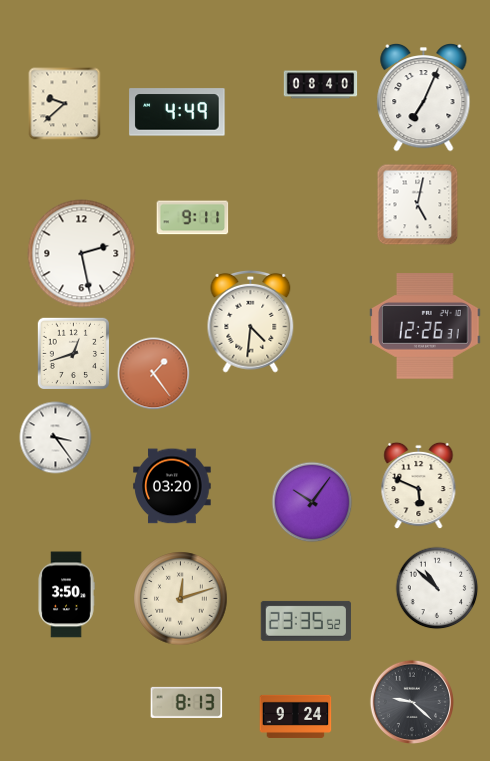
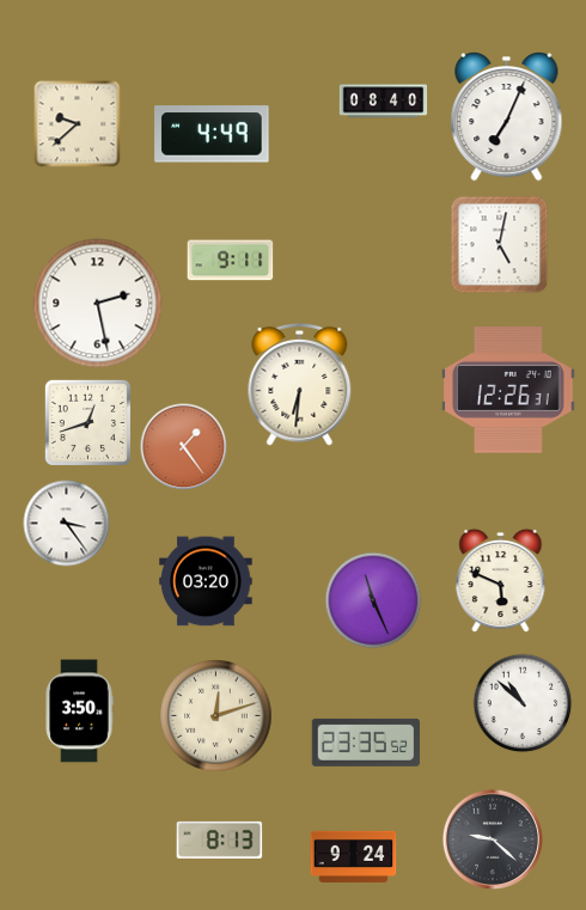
clock at (251, 321): 4:31 -> 6:31
clock at (312, 502): 10:06 -> 11:26
clock at (187, 702) position: (187, 702) -> (220, 839)
